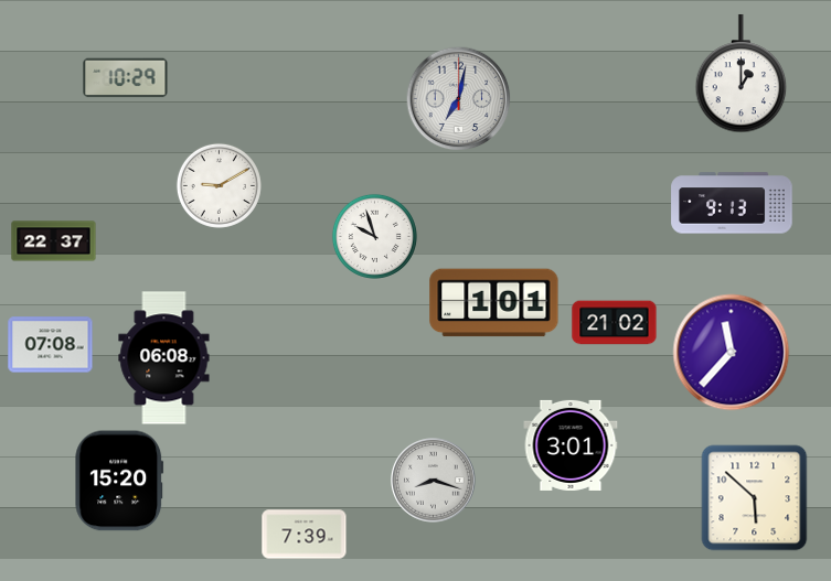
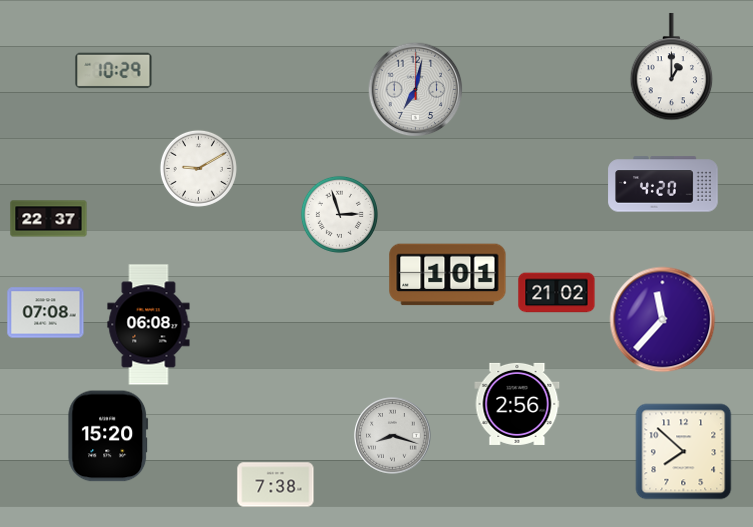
clock at (732, 203): 9:13 -> 4:20
clock at (374, 236): 9:57 -> 2:57
clock at (571, 445): 3:01 -> 2:56
clock at (755, 498): 5:52 -> 7:52
clock at (305, 535): 7:39 -> 7:38
